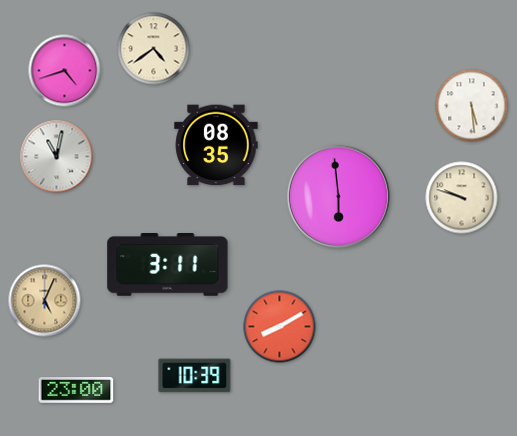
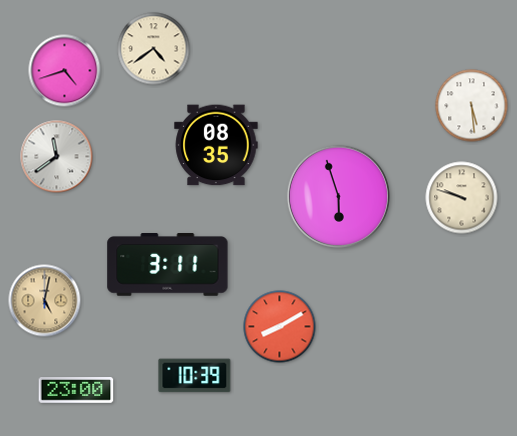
clock at (57, 157): 11:02 -> 11:39
clock at (338, 196): 5:59 -> 5:57
clock at (45, 301): 5:04 -> 5:02
